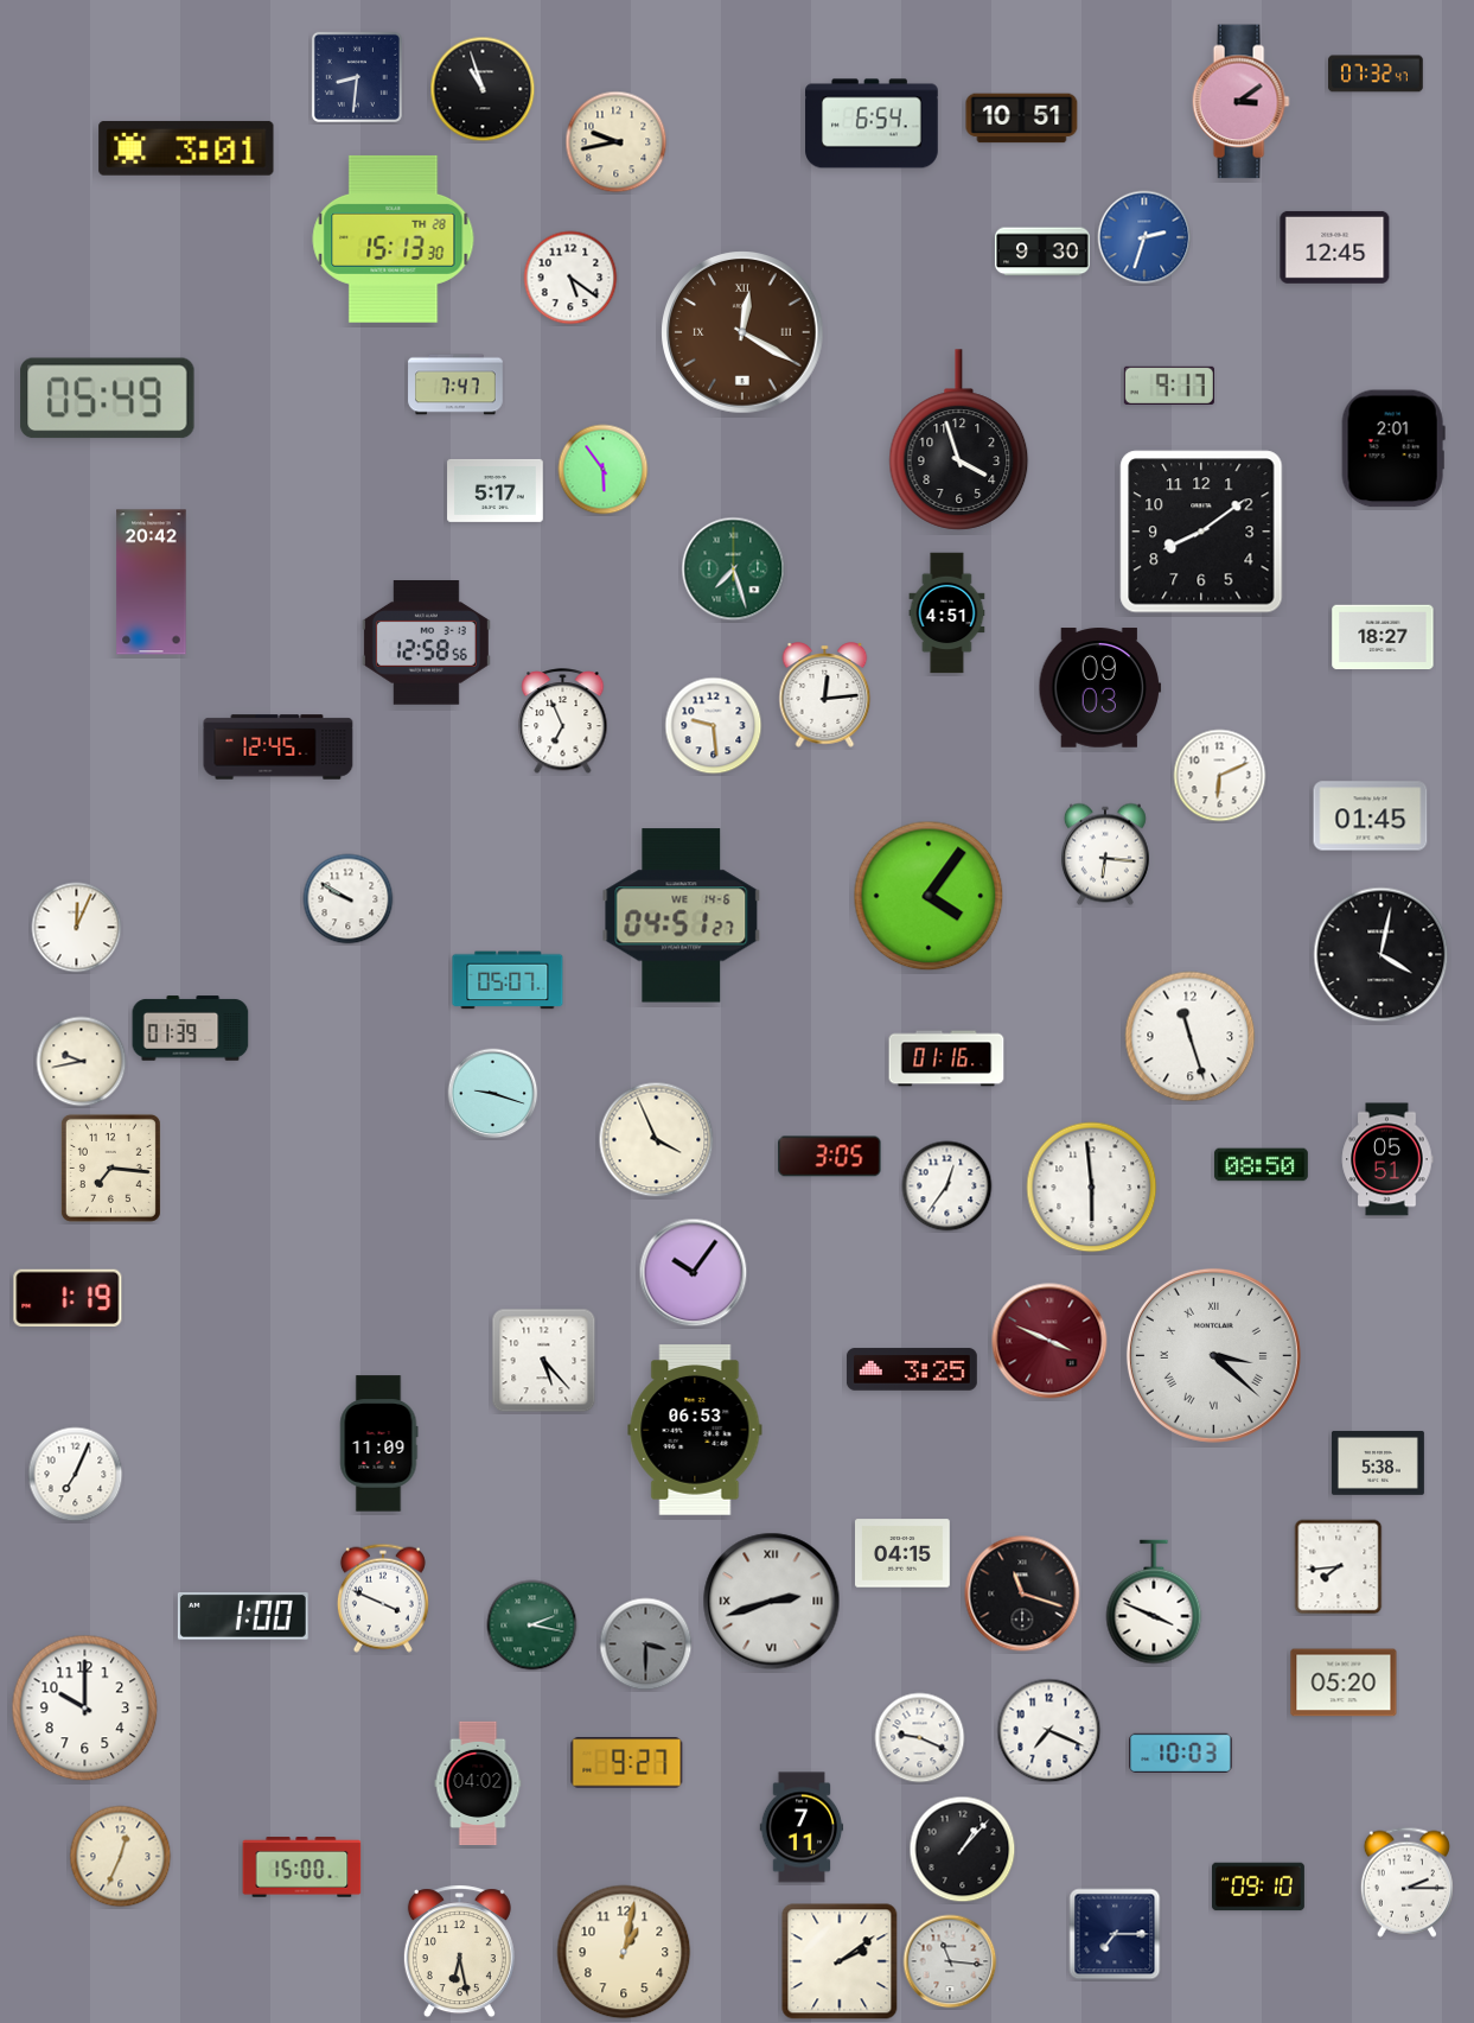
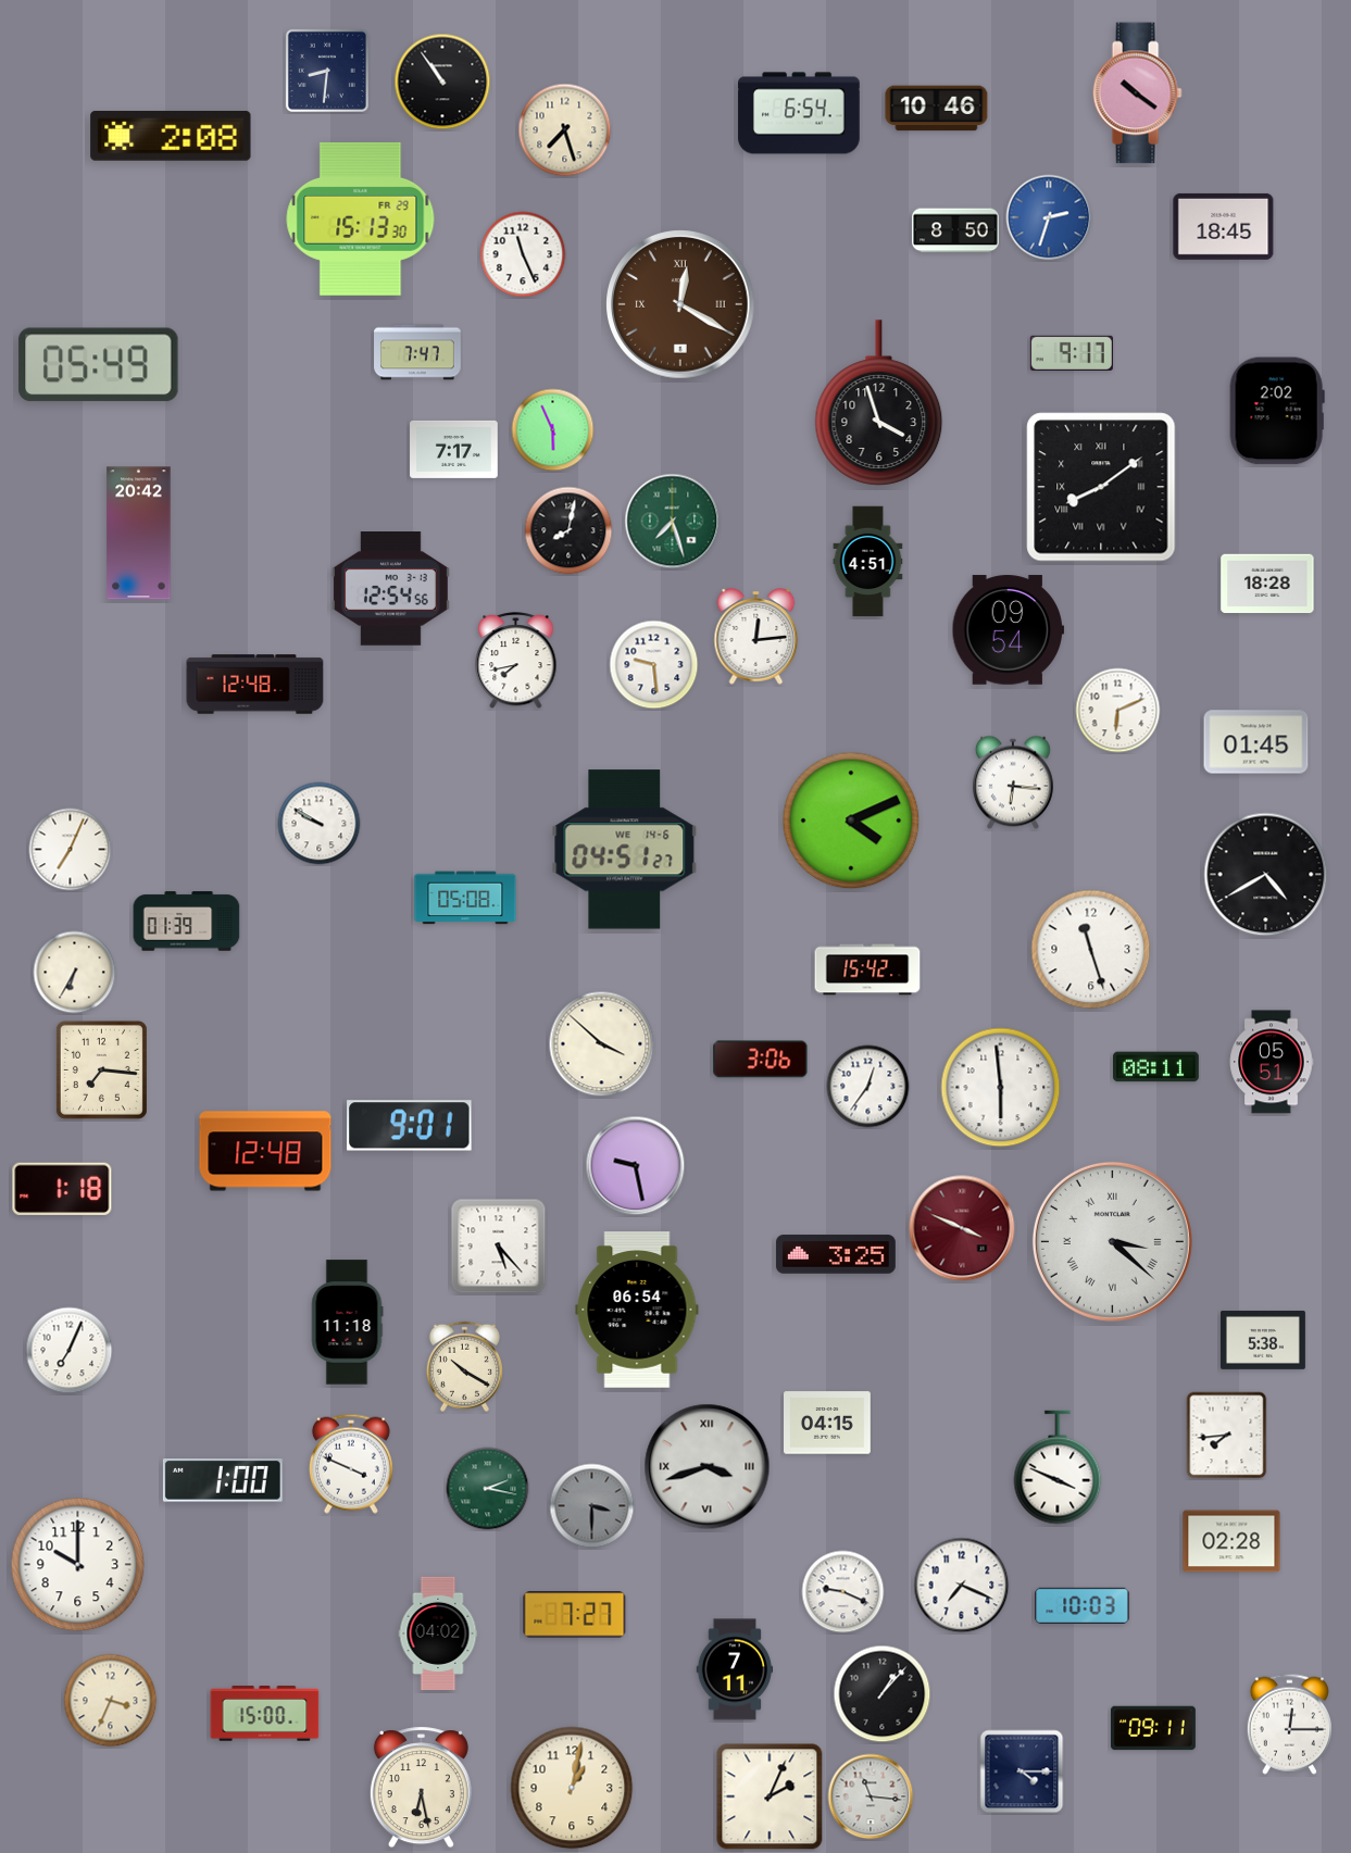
clock at (1377, 74): 07:32 -> none
clock at (483, 89): 10:57 -> 10:54
clock at (1240, 102): 3:09 -> 10:21
clock at (1022, 119): 10:51 -> 10:46
clock at (617, 142): 9:43 -> 7:27
clock at (186, 148): 3:01 -> 2:08
clock at (394, 238) date: TH 28 -> FR 29
clock at (1335, 247): 12:45 -> 18:45
clock at (1044, 252): 9:30 -> 8:50
clock at (570, 278): 5:21 -> 11:26
clock at (1393, 449): 2:01 -> 2:02
clock at (604, 470): 5:54 -> 5:56
clock at (496, 490): 5:17 -> 7:17
clock at (1201, 532) numerals: Arabic -> Roman
clock at (568, 530): none -> 8:02
clock at (1383, 637): 18:27 -> 18:28
clock at (426, 643): 12:58 -> 12:54
clock at (1100, 688): 09:03 -> 09:54
clock at (563, 721): 6:56 -> 7:43
clock at (279, 748): 12:45 -> 12:48
clock at (1371, 816) position: (1371, 816) -> (1256, 742)
clock at (929, 896): 4:06 -> 4:11
clock at (682, 916) position: (682, 916) -> (625, 850)
clock at (77, 928): 12:04 -> 7:04
clock at (1382, 955): 4:02 -> 4:40
clock at (508, 980): 05:07 -> 05:08
clock at (191, 1029) position: (191, 1029) -> (187, 922)
clock at (946, 1058): 01:16 -> 15:42
clock at (82, 1062): 9:43 -> 6:35
clock at (493, 1094): 9:18 -> none
clock at (657, 1140): 3:56 -> 3:52
clock at (830, 1157): 3:05 -> 3:06
clock at (1261, 1165): 08:50 -> 08:11
clock at (410, 1126): none -> 9:01
clock at (265, 1151): none -> 12:48
clock at (694, 1273): 10:06 -> 9:28
clock at (68, 1297): 1:19 -> 1:18
clock at (695, 1430): 06:53 -> 06:54
clock at (378, 1444): 11:09 -> 11:18
clock at (464, 1366): none -> 10:20
clock at (1022, 1593): 11:18 -> none
clock at (772, 1602): 2:42 -> 3:42
clock at (1344, 1682): 05:20 -> 02:28
clock at (627, 1763): 9:27 -> 7:27
clock at (802, 1827) position: (802, 1827) -> (735, 1669)
clock at (121, 1857): 12:34 -> 3:34
clock at (302, 1868) position: (302, 1868) -> (265, 1714)
clock at (1406, 1882): 2:15 -> 12:15
clock at (1258, 1887): 09:10 -> 09:11
clock at (1115, 1934): 7:15 -> 4:15
clock at (840, 1961): 2:09 -> 2:04
